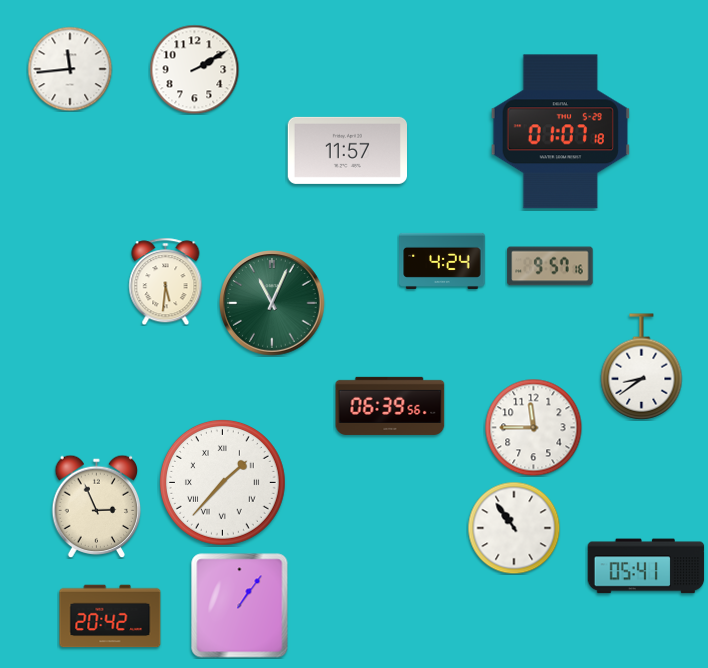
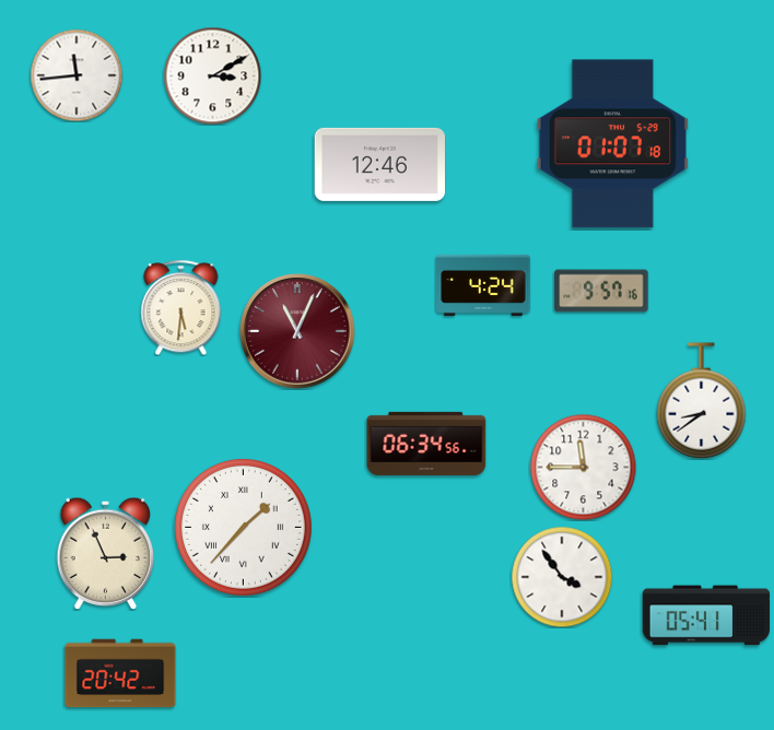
clock at (194, 69): 2:10 -> 3:10
clock at (347, 150): 11:57 -> 12:46
clock at (272, 303) dial: green -> burgundy
clock at (390, 406): 06:39 -> 06:34
clock at (514, 528): 10:54 -> 3:54
clock at (646, 566) position: (646, 566) -> (706, 615)
clock at (240, 606): 1:06 -> none
